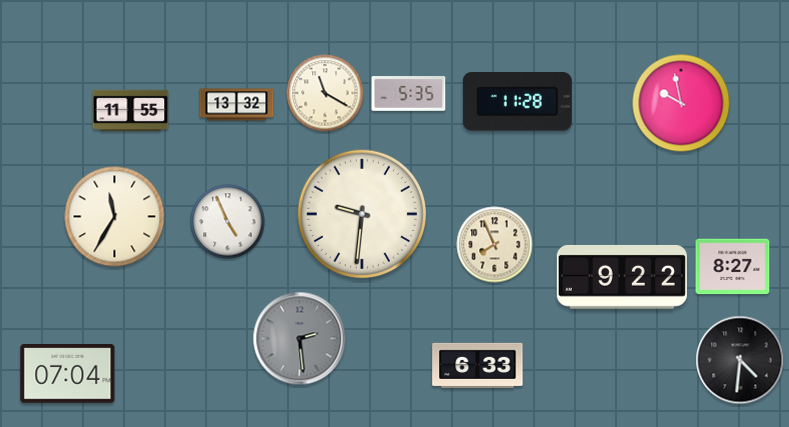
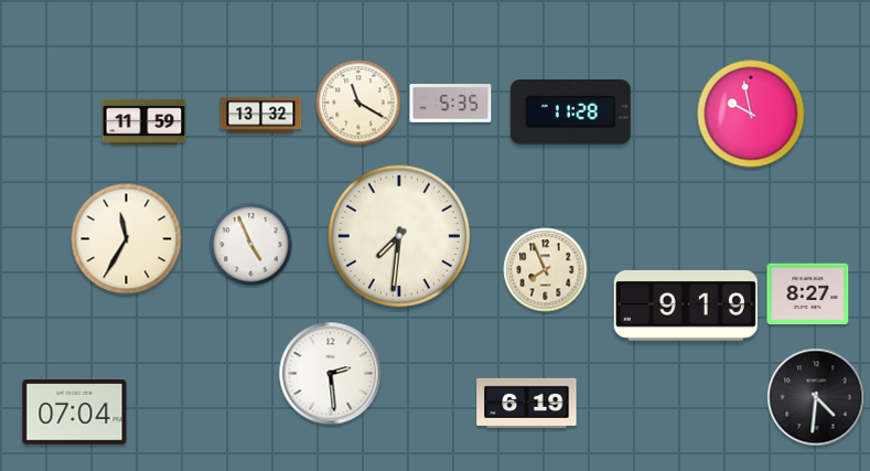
clock at (131, 111): 11:55 -> 11:59
clock at (361, 213): 9:31 -> 7:31
clock at (622, 277): 9:22 -> 9:19
clock at (300, 339) dial: grey -> white
clock at (478, 365): 6:33 -> 6:19
